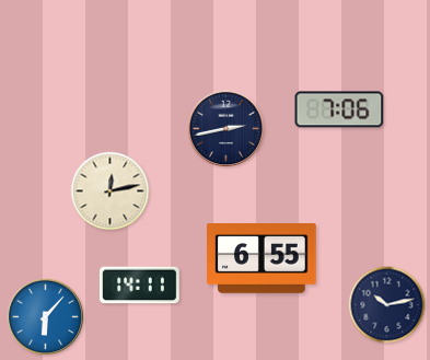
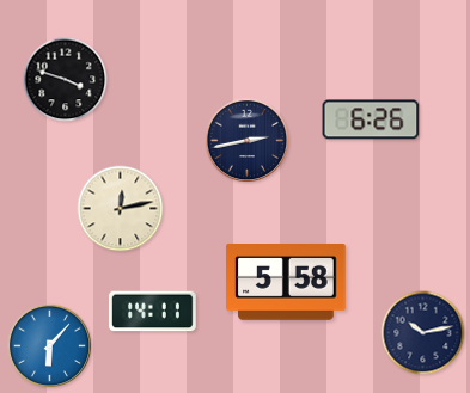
clock at (66, 80): none -> 3:48
clock at (339, 109): 7:06 -> 6:26
clock at (262, 258): 6:55 -> 5:58
